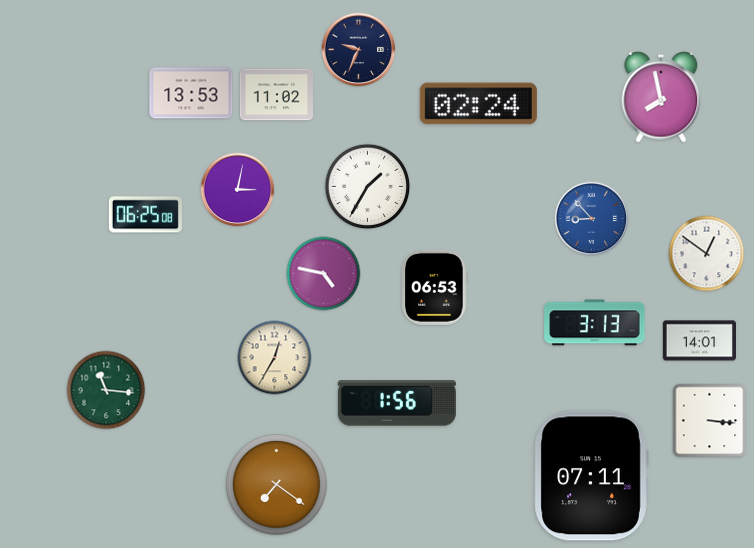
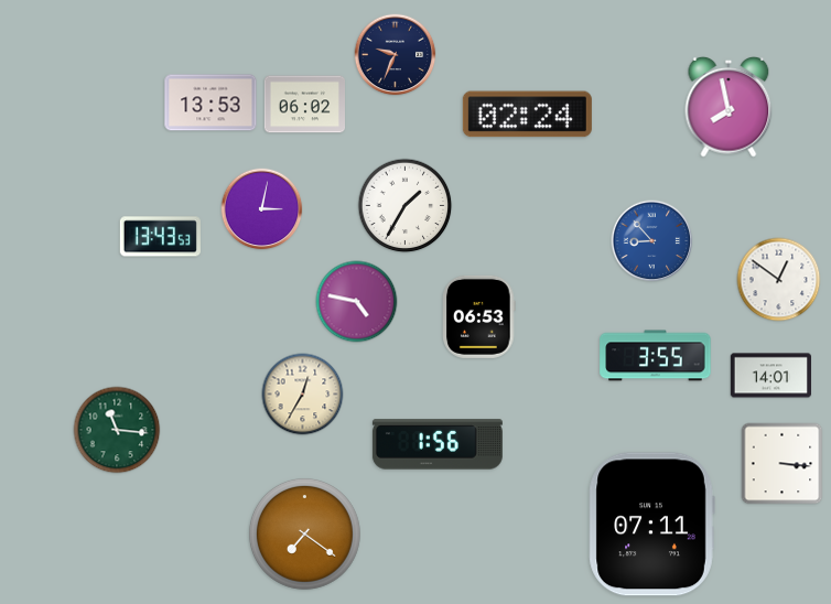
clock at (276, 95): 11:02 -> 06:02
clock at (145, 215): 06:25 -> 13:43
clock at (595, 323): 3:13 -> 3:55
